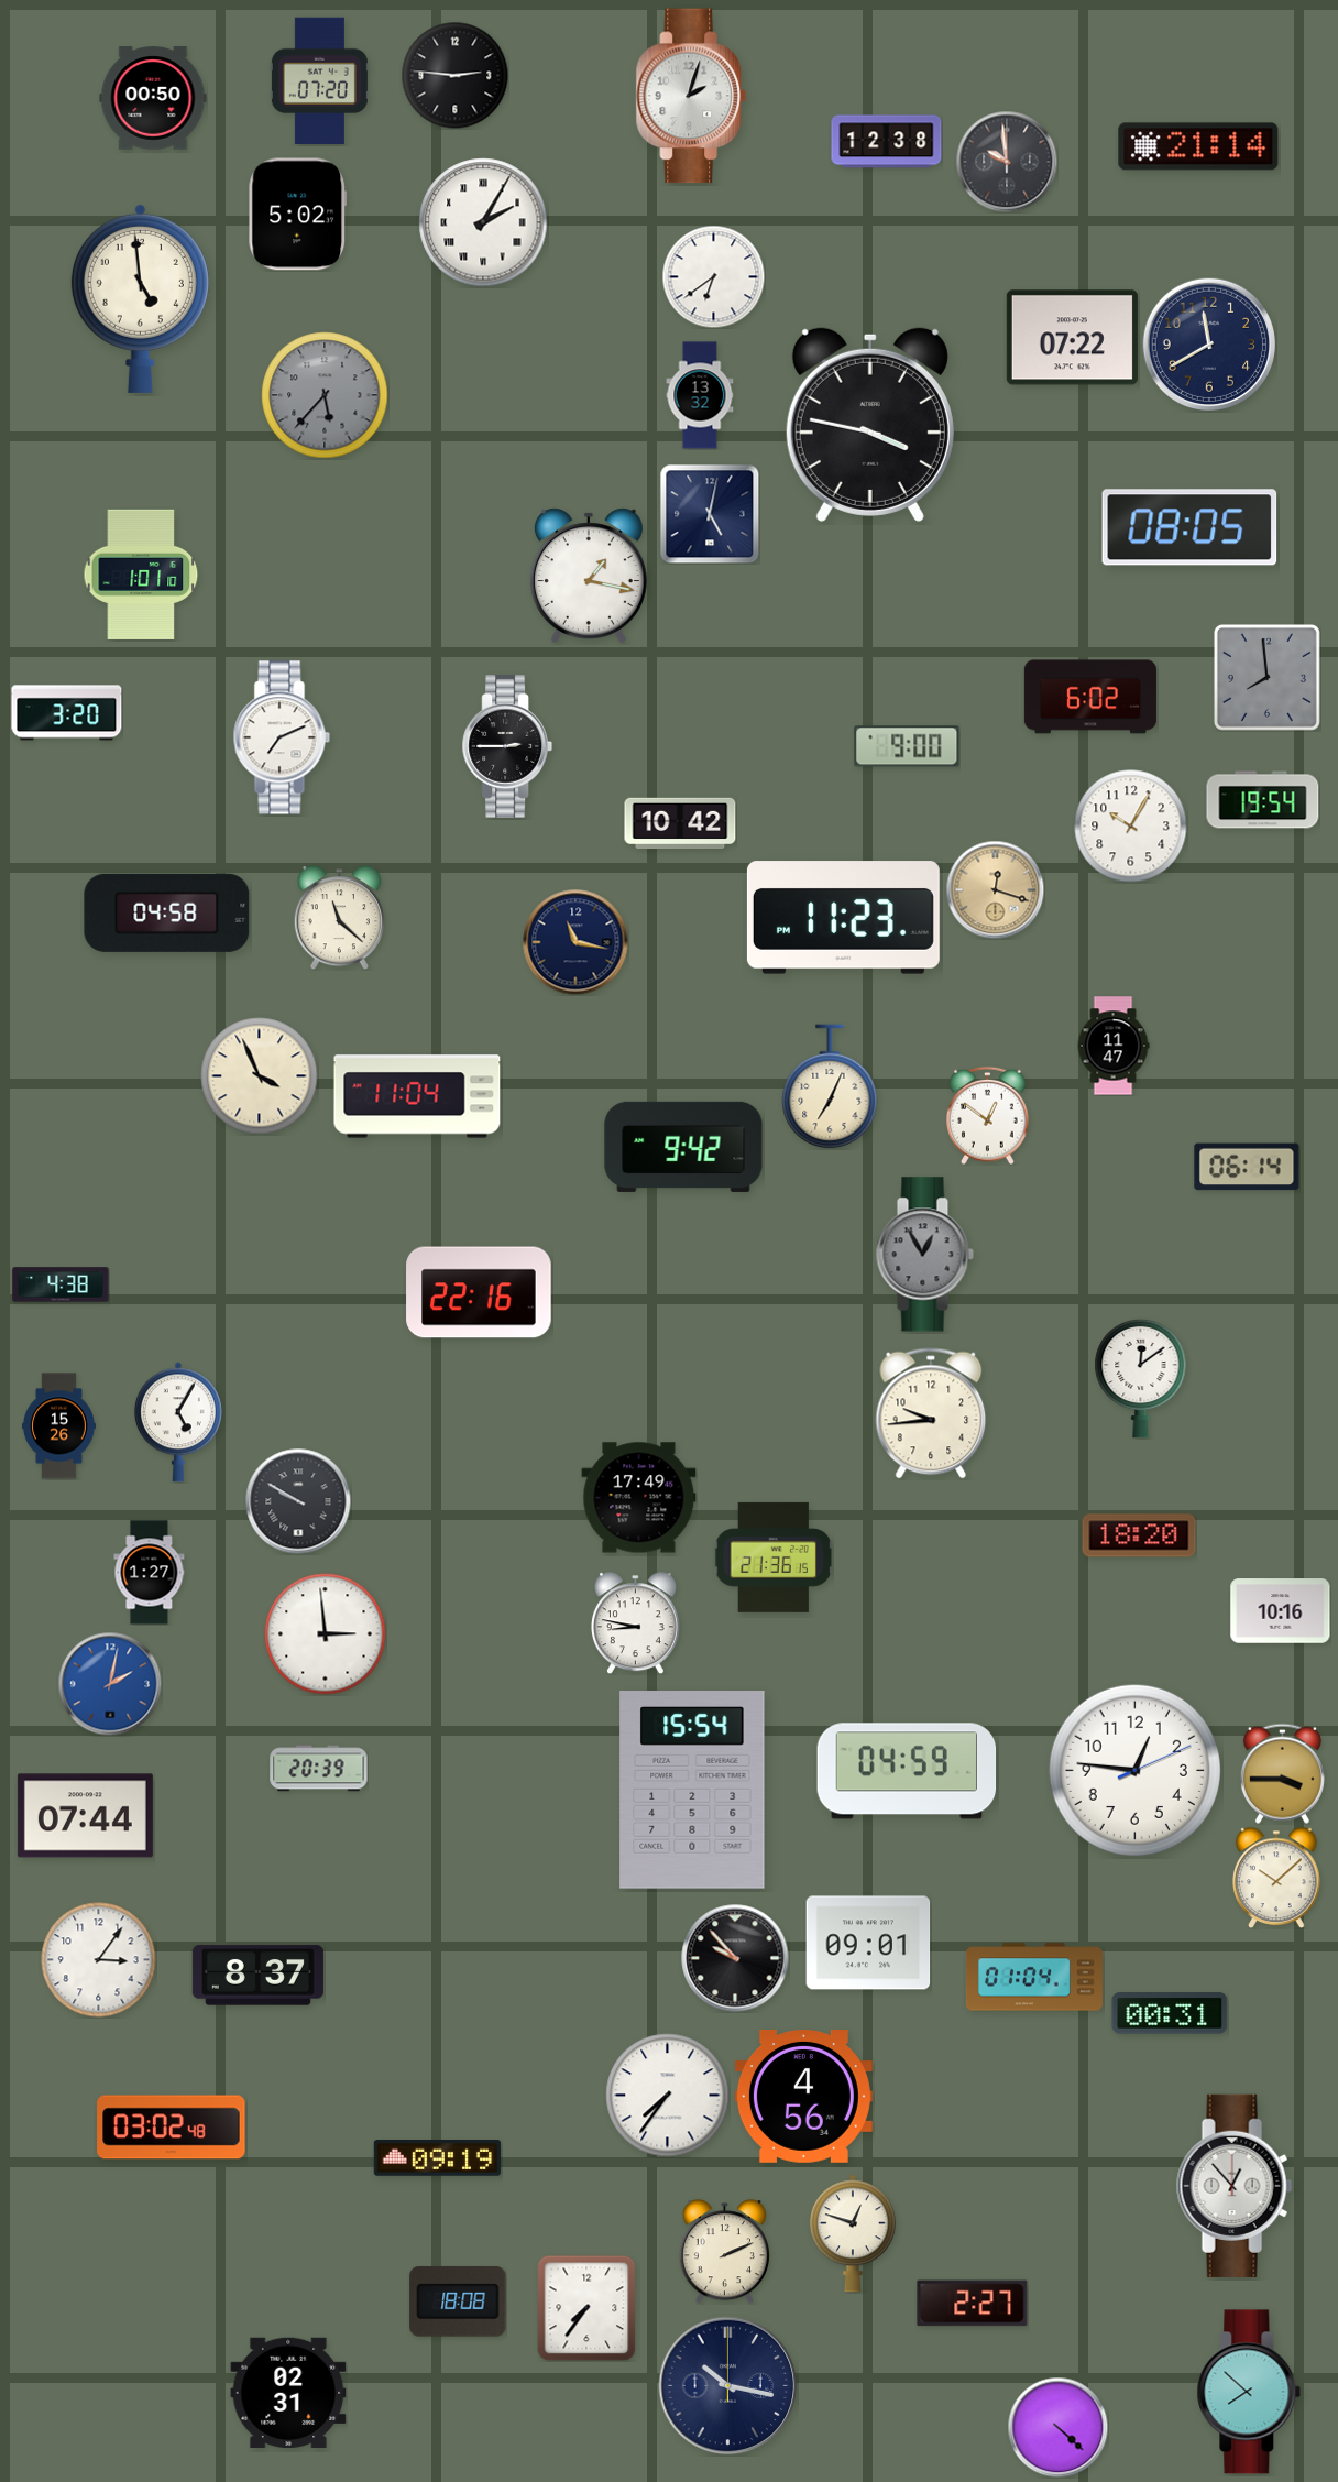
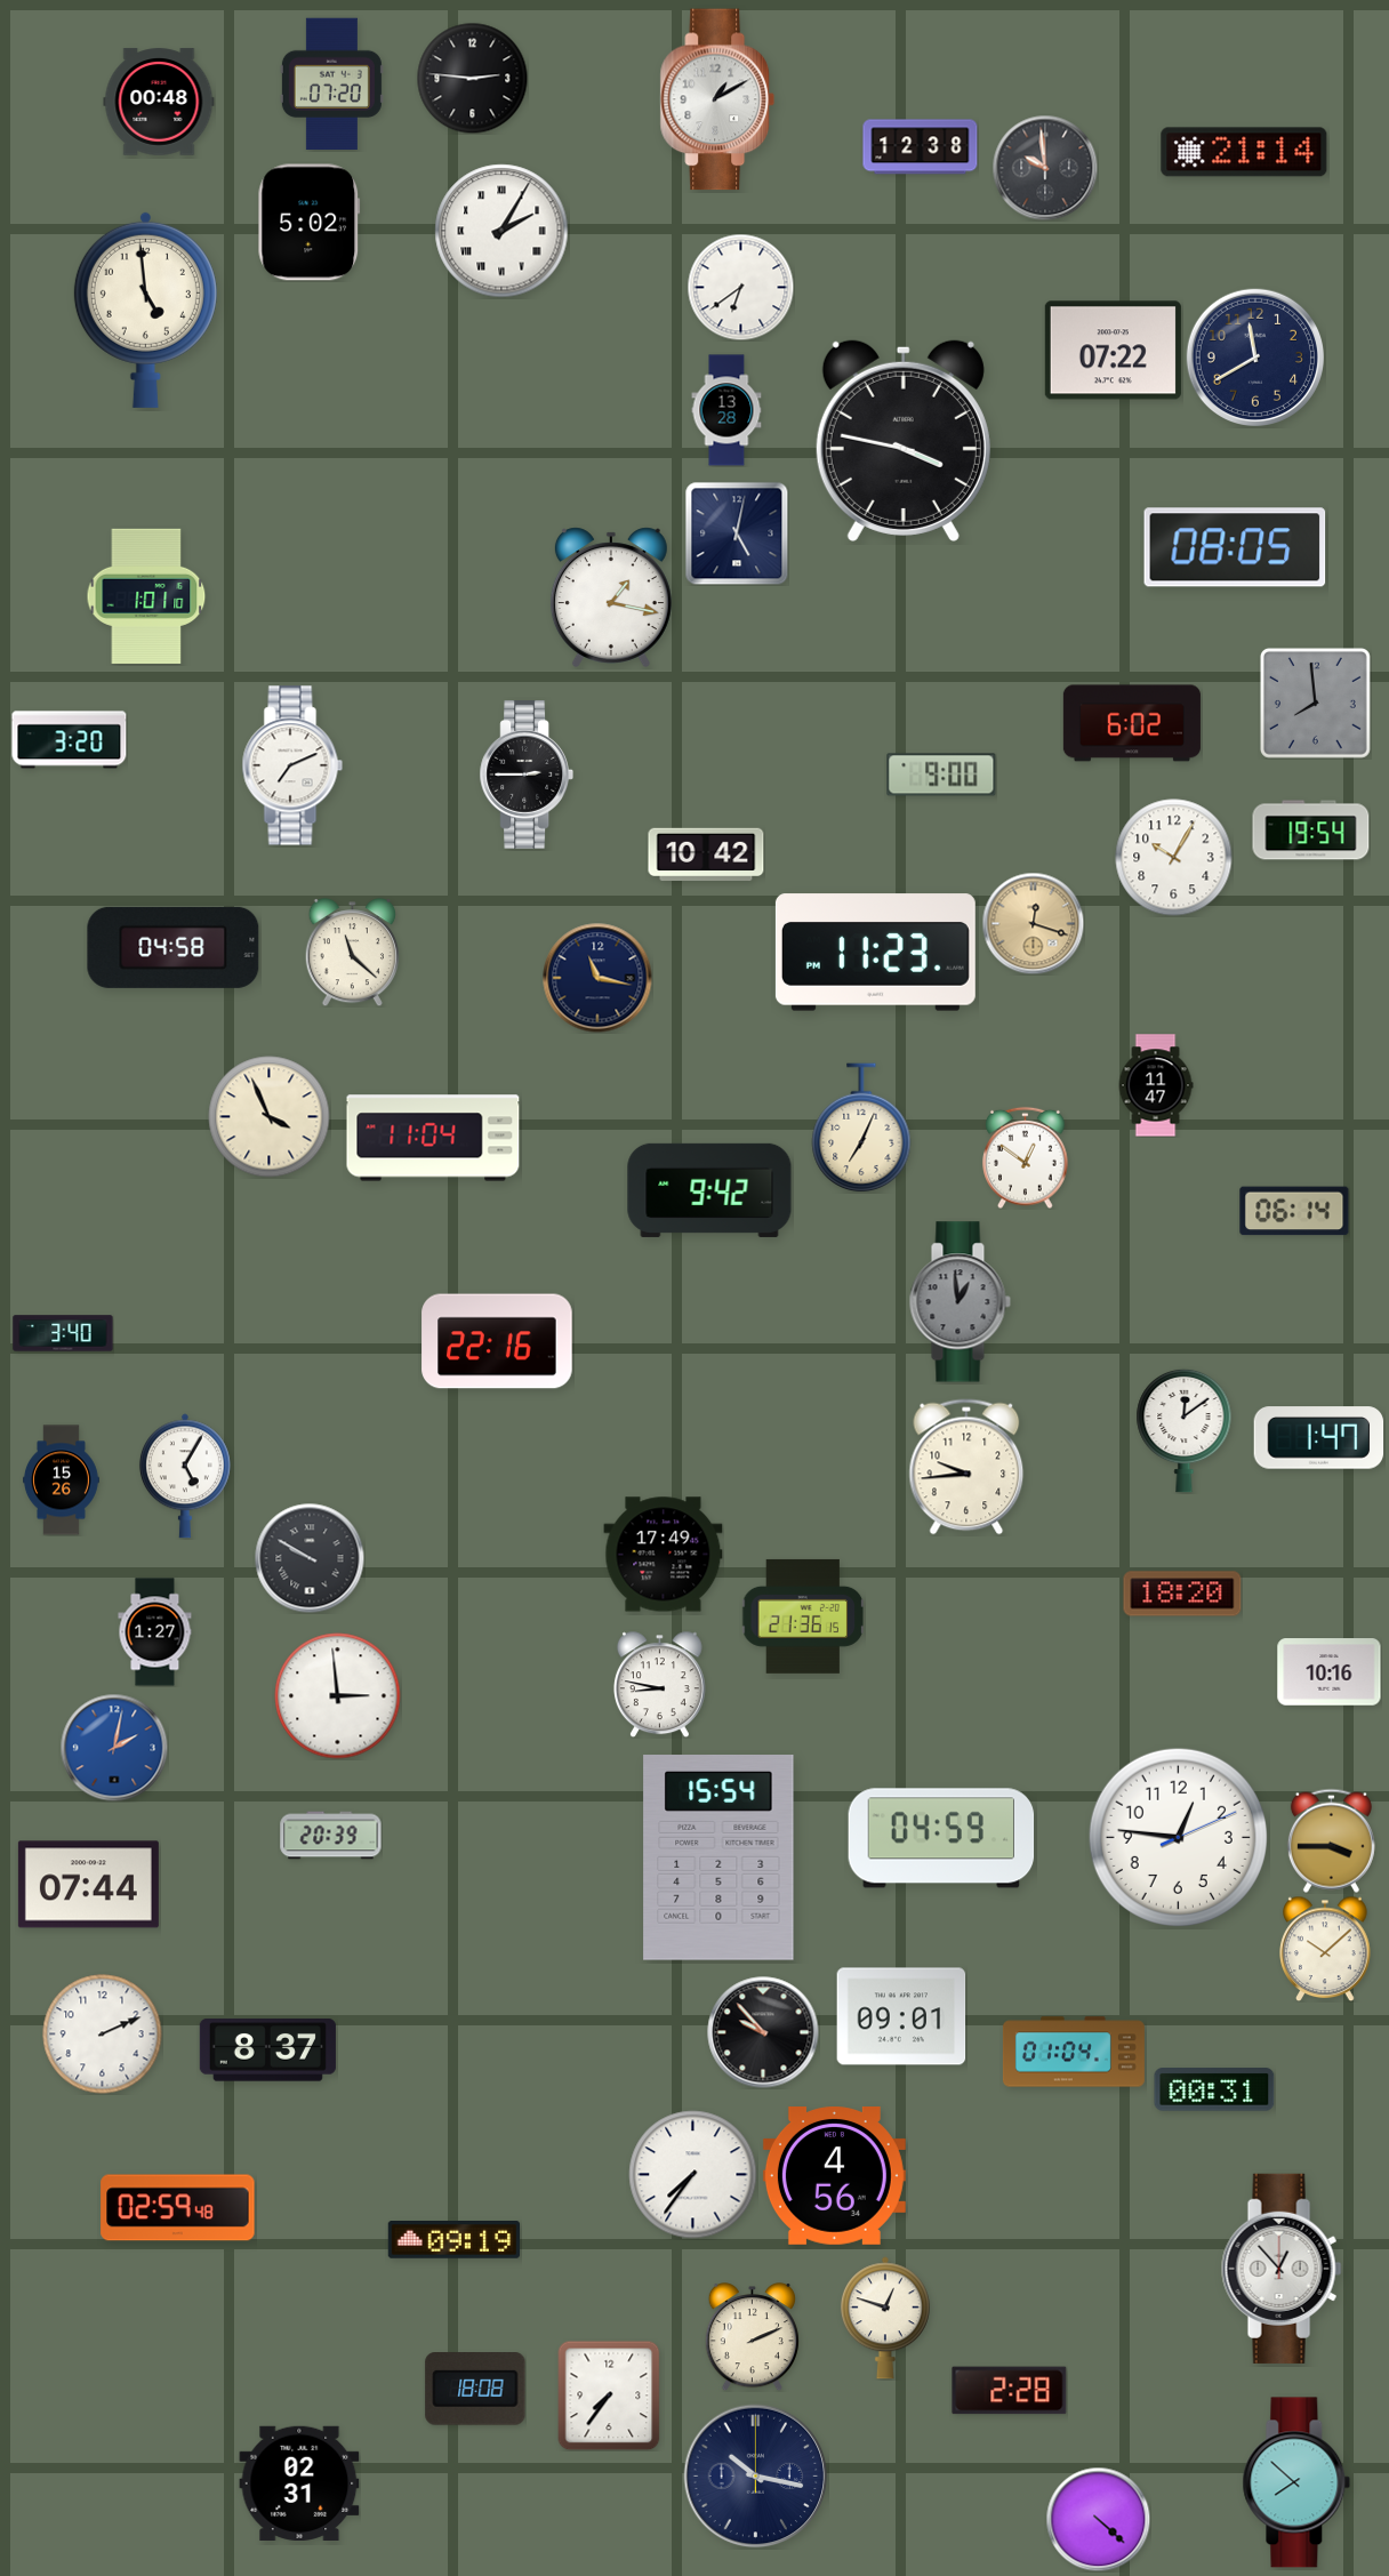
clock at (691, 96): 2:03 -> 1:10
clock at (153, 98): 00:50 -> 00:48
clock at (325, 395): 5:37 -> none
clock at (700, 395): 13:32 -> 13:28
clock at (924, 1255): 12:55 -> 12:59
clock at (61, 1284): 4:38 -> 3:40
clock at (1319, 1438): none -> 1:47
clock at (99, 1960): 3:06 -> 2:11
clock at (172, 2128): 03:02 -> 02:59
clock at (973, 2304): 2:27 -> 2:28
